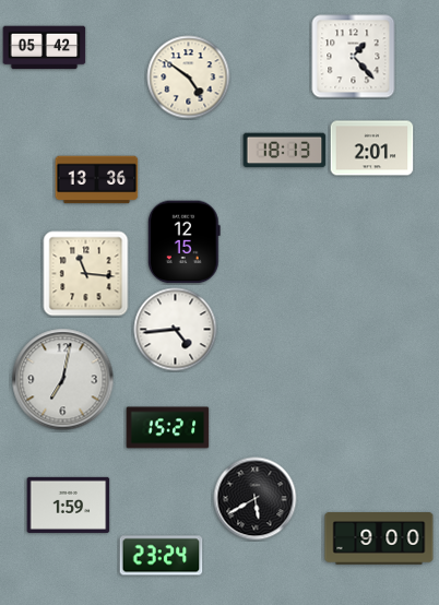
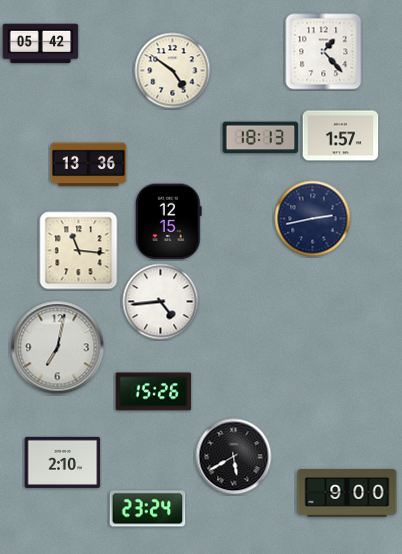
clock at (372, 149): 2:01 -> 1:57
clock at (313, 219): none -> 2:43
clock at (168, 428): 15:21 -> 15:26
clock at (69, 505): 1:59 -> 2:10
